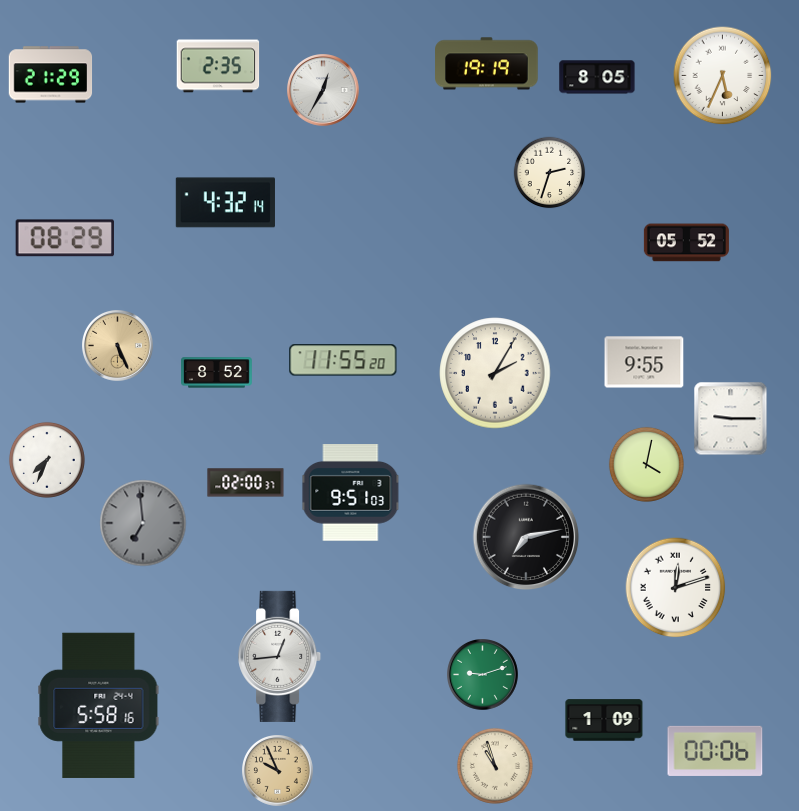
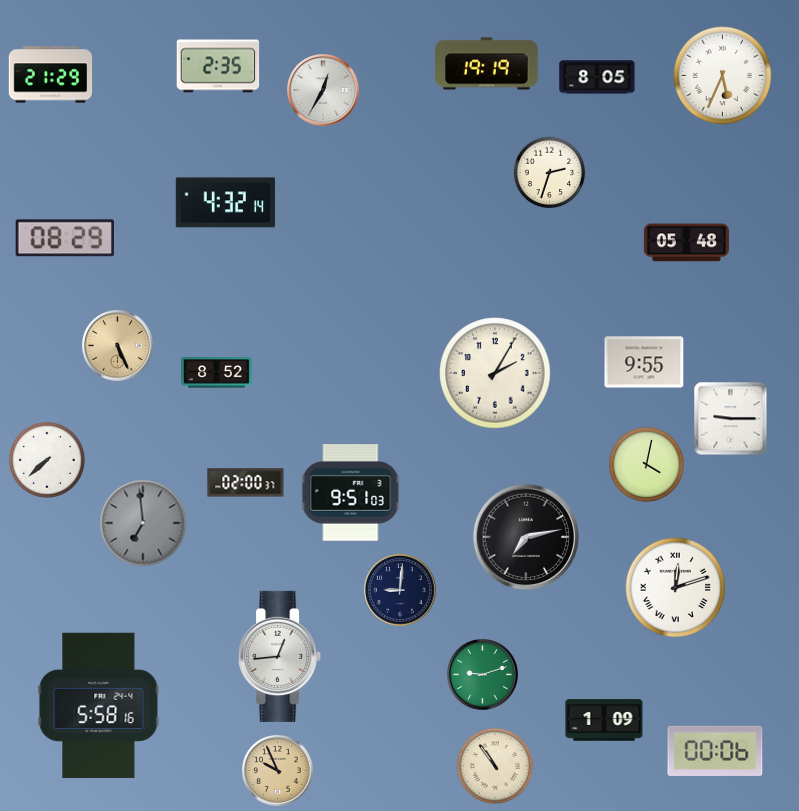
clock at (686, 243): 05:52 -> 05:48
clock at (343, 360): 11:55 -> none
clock at (47, 460): 7:34 -> 7:38
clock at (401, 591): none -> 9:01
clock at (495, 766): 10:57 -> 10:54
